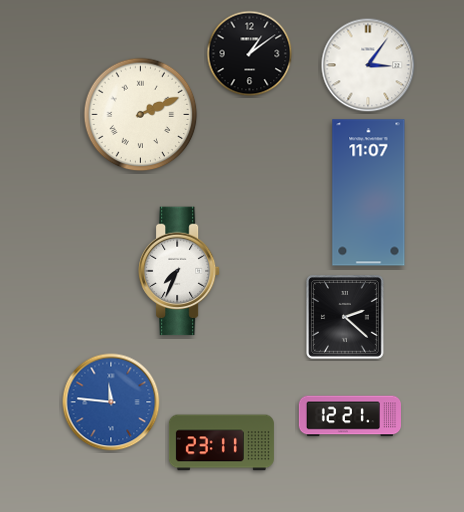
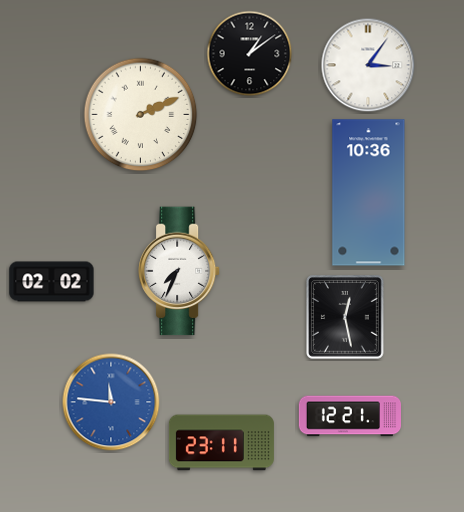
clock at (369, 193): 11:07 -> 10:36
clock at (52, 282): none -> 02:02
clock at (346, 318): 2:22 -> 12:28
